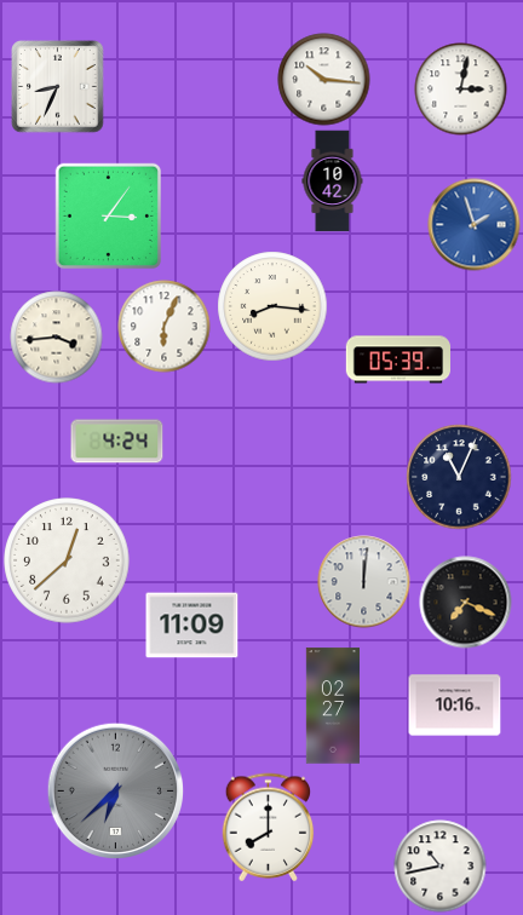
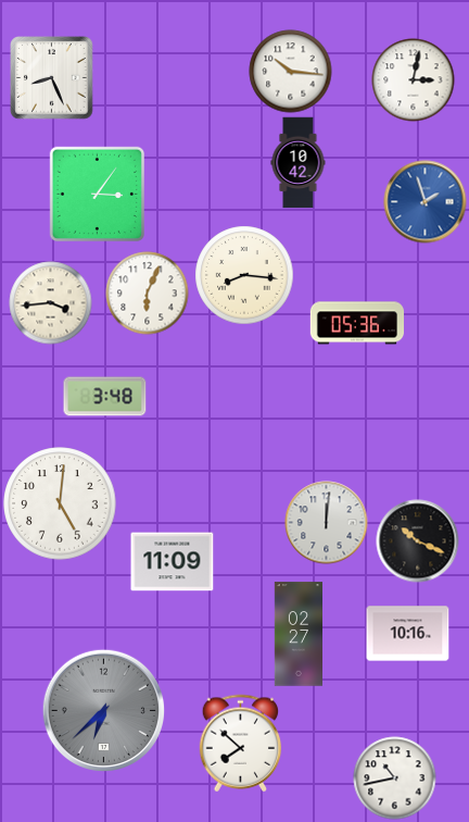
clock at (58, 87): 8:34 -> 8:26
clock at (398, 359): 05:39 -> 05:36
clock at (117, 442): 4:24 -> 3:48
clock at (459, 477): 11:04 -> none
clock at (67, 560): 12:38 -> 5:01
clock at (466, 603): 7:19 -> 10:19
clock at (269, 828): 8:00 -> 7:52
